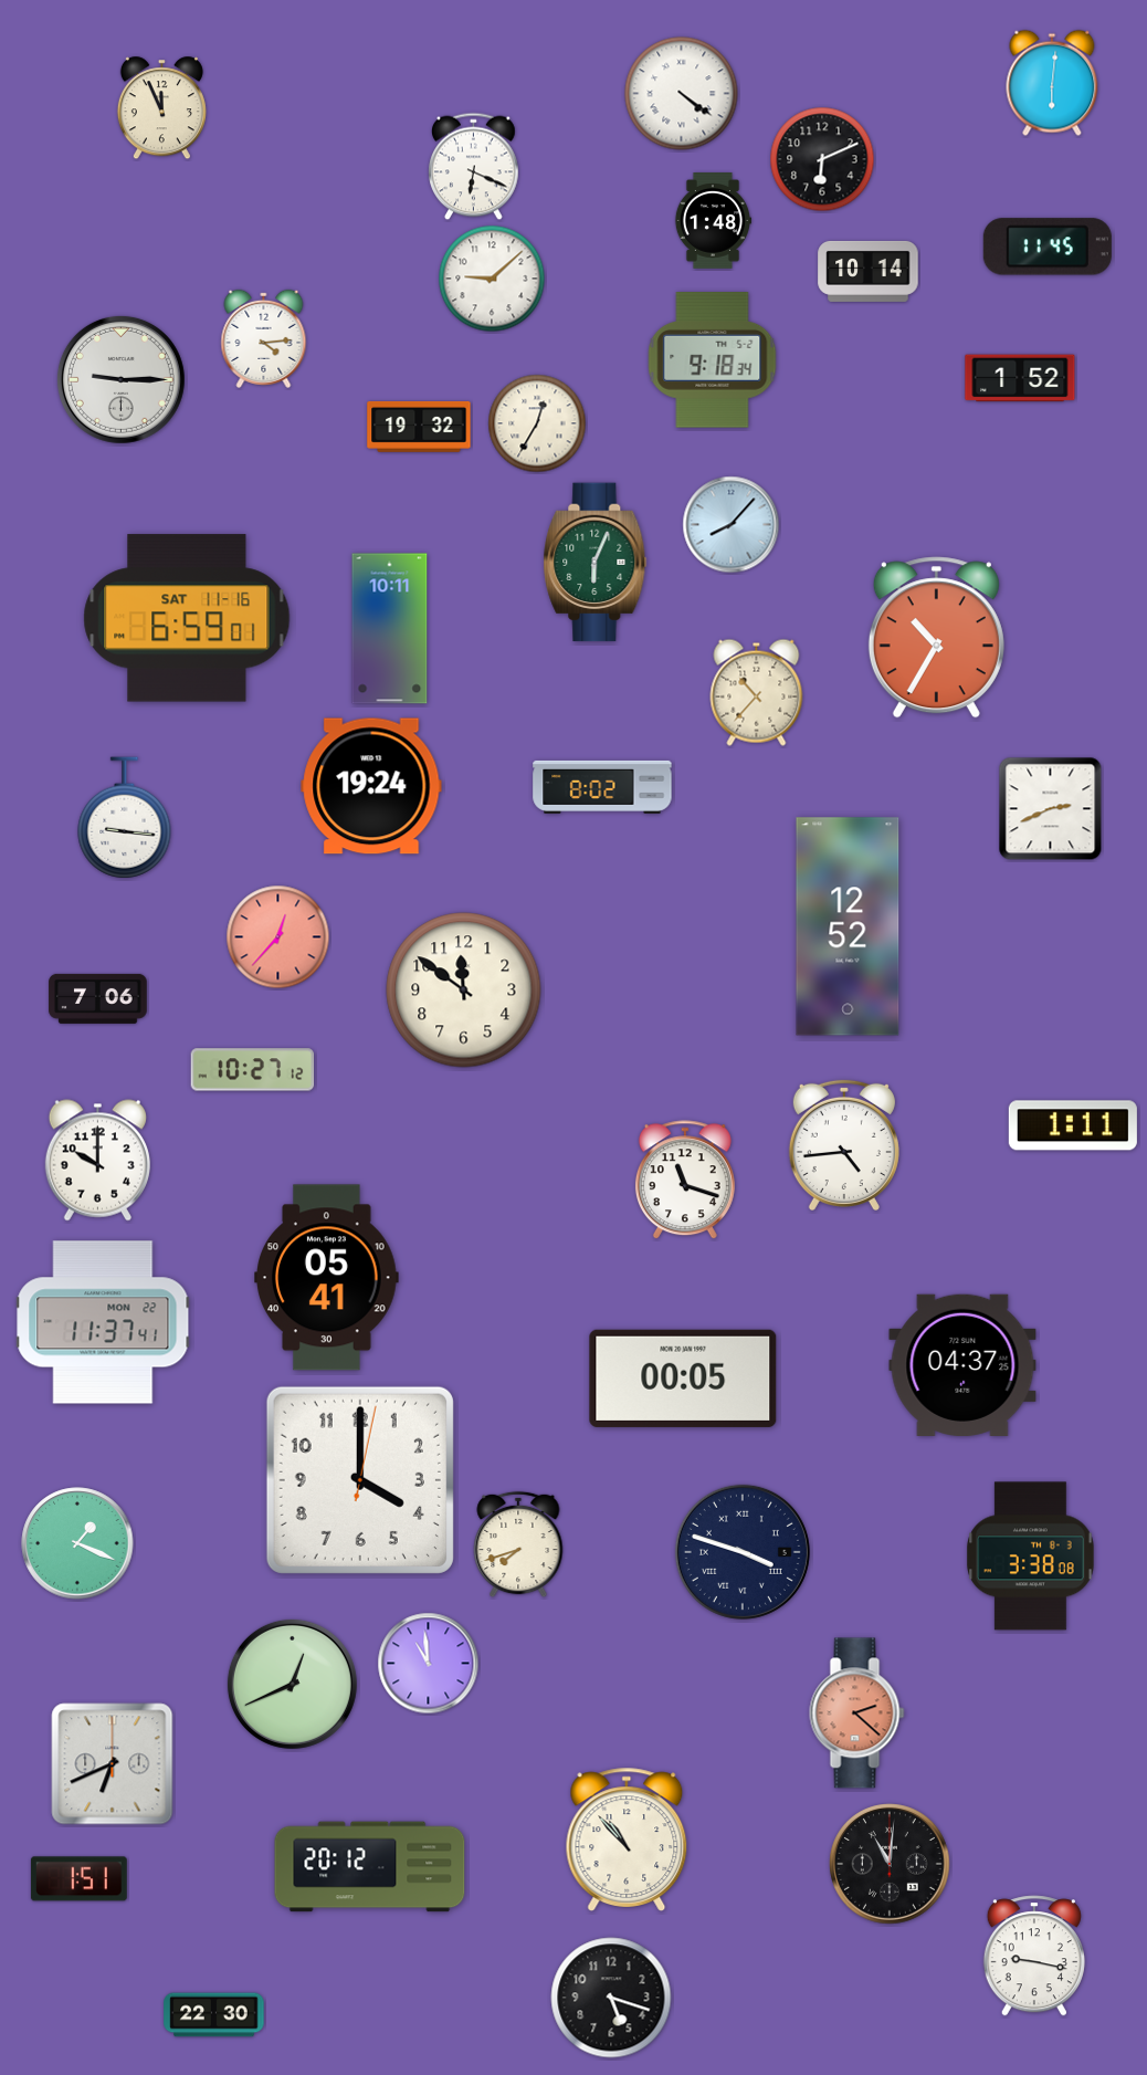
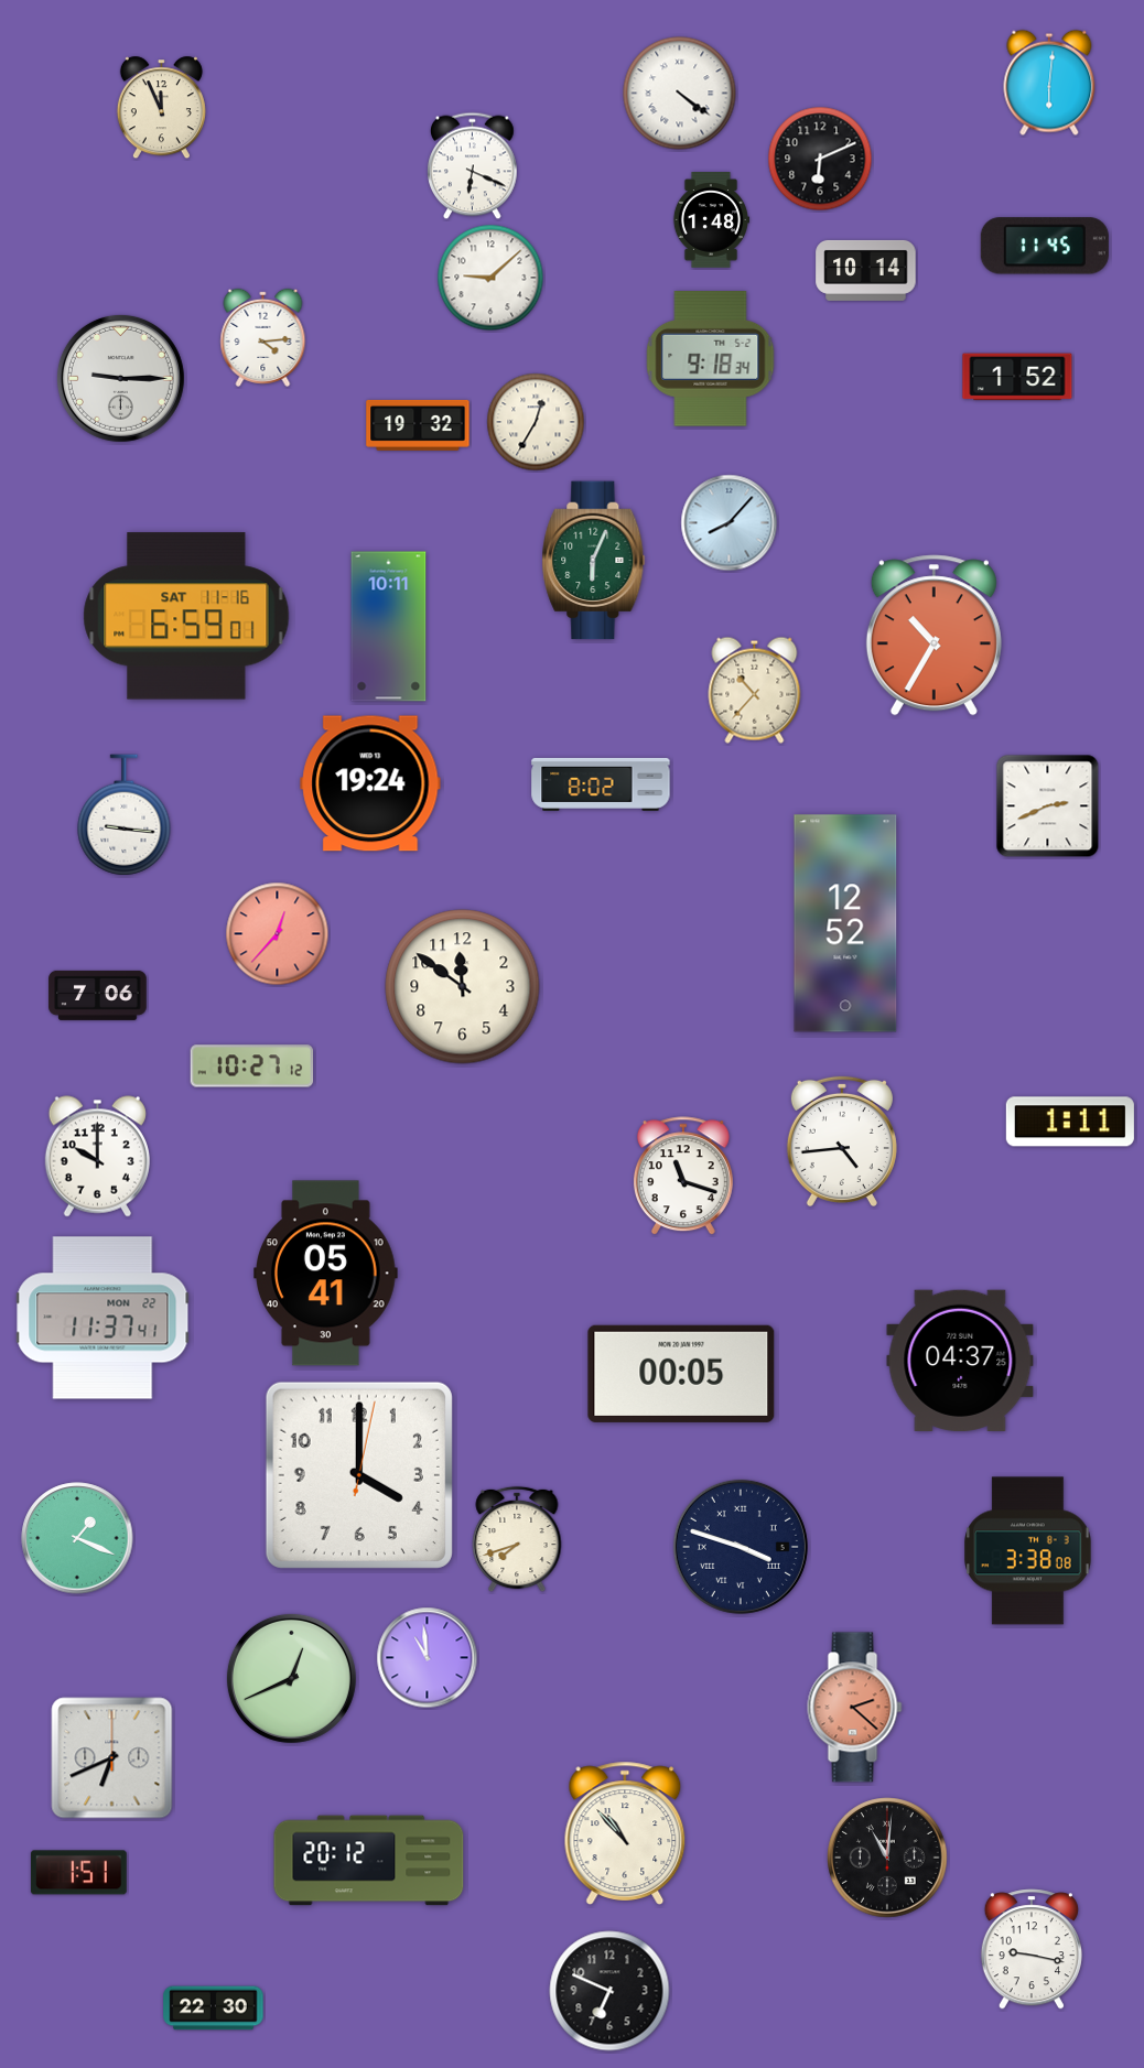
clock at (611, 1998): 5:18 -> 6:49
